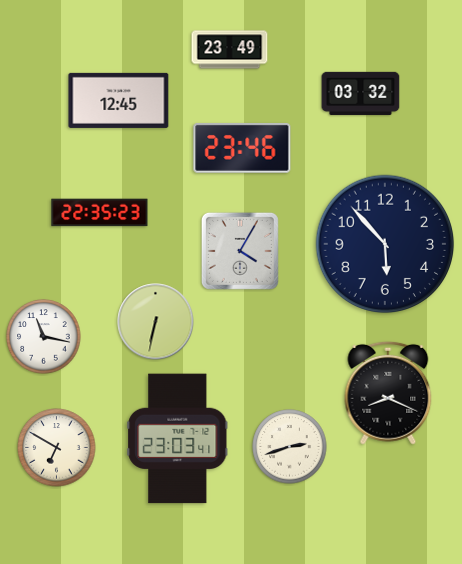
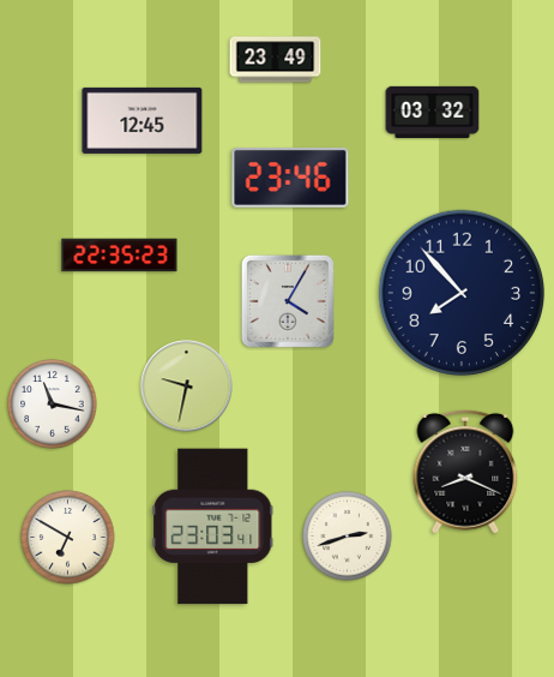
clock at (385, 244): 5:53 -> 7:53
clock at (156, 322): 6:32 -> 9:32
